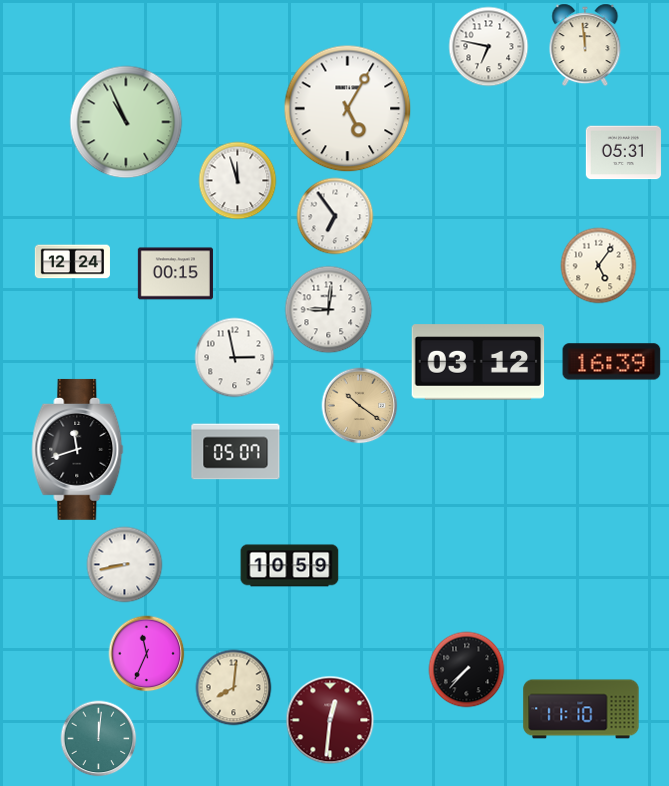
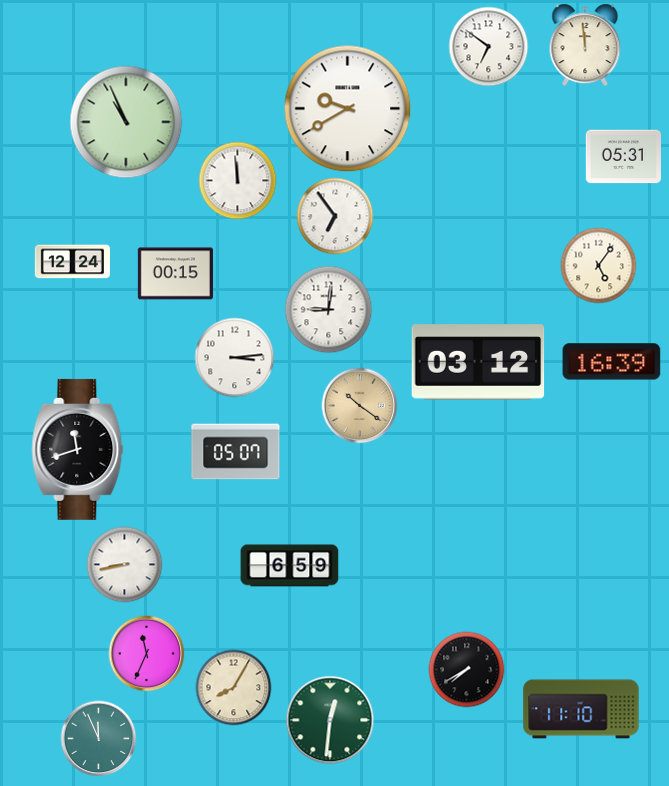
clock at (489, 47): 6:47 -> 6:51
clock at (348, 109): 5:05 -> 9:40
clock at (623, 153) position: (623, 153) -> (623, 157)
clock at (238, 181): 11:57 -> 11:59
clock at (235, 358): 2:58 -> 3:14
clock at (290, 566): 10:59 -> 6:59
clock at (467, 670): 7:37 -> 7:40
clock at (234, 688): 8:01 -> 8:05
clock at (330, 720) dial: burgundy -> green
clock at (99, 739): 12:01 -> 11:56
